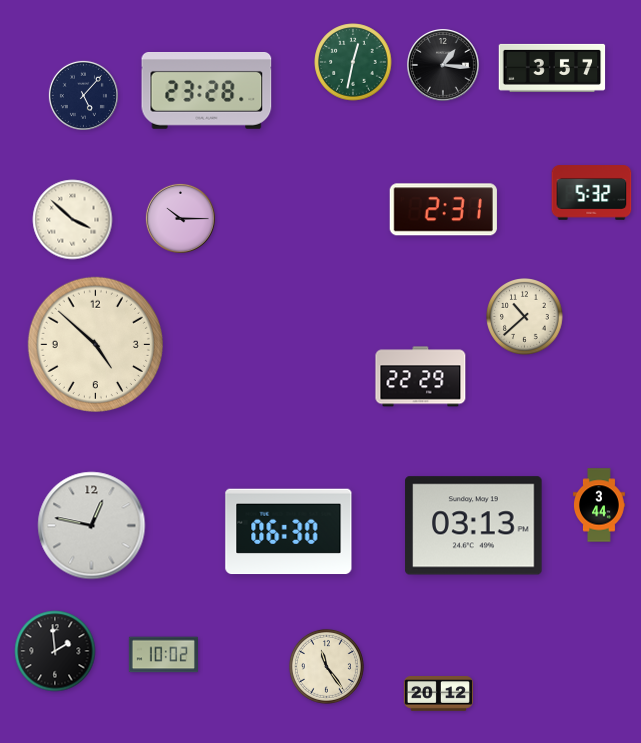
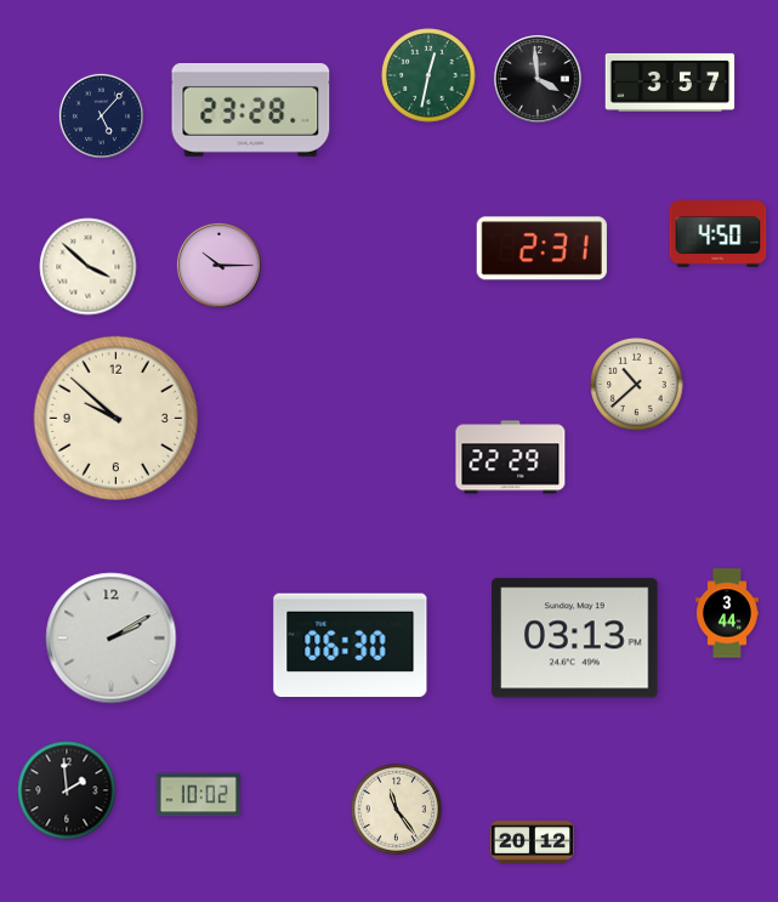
clock at (444, 66): 1:16 -> 3:59
clock at (592, 193): 5:32 -> 4:50
clock at (443, 210) position: (443, 210) -> (541, 249)
clock at (95, 344): 4:52 -> 9:52
clock at (92, 526): 12:47 -> 2:10
